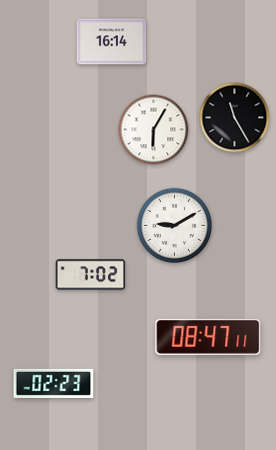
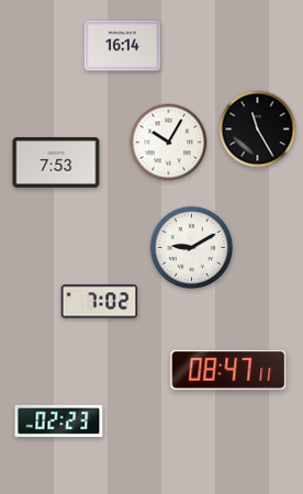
clock at (154, 130): 6:05 -> 10:05
clock at (56, 164): none -> 7:53
